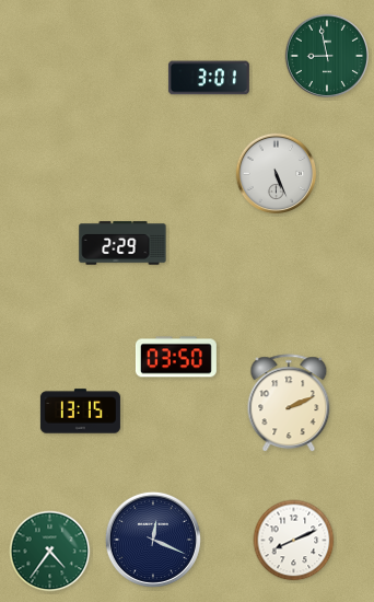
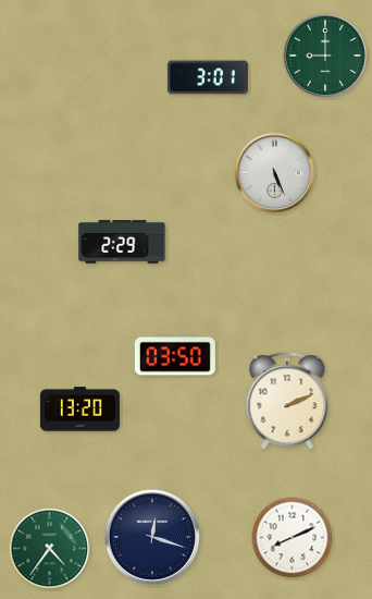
clock at (326, 55): 8:58 -> 9:00
clock at (80, 412): 13:15 -> 13:20
clock at (153, 540): 12:19 -> 12:18
